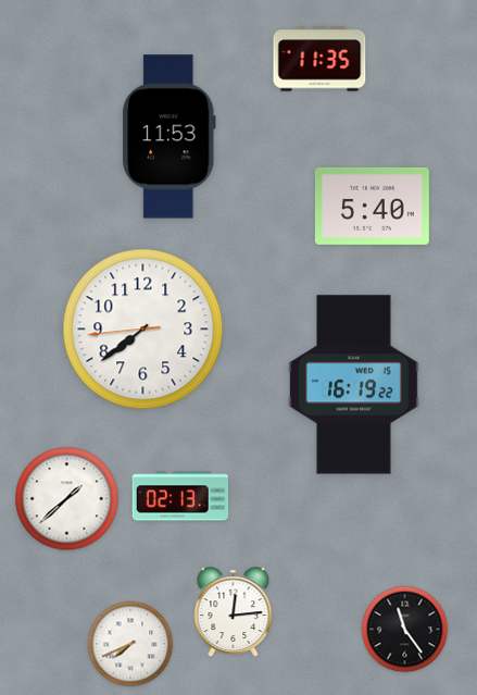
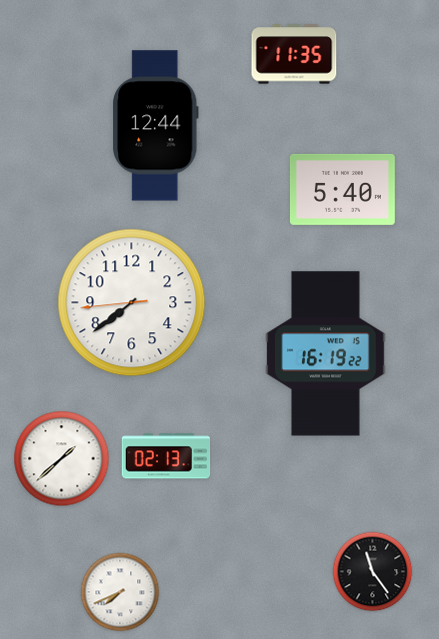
clock at (170, 137): 11:53 -> 12:44
clock at (234, 612): 12:14 -> none
clock at (405, 630) position: (405, 630) -> (373, 572)
